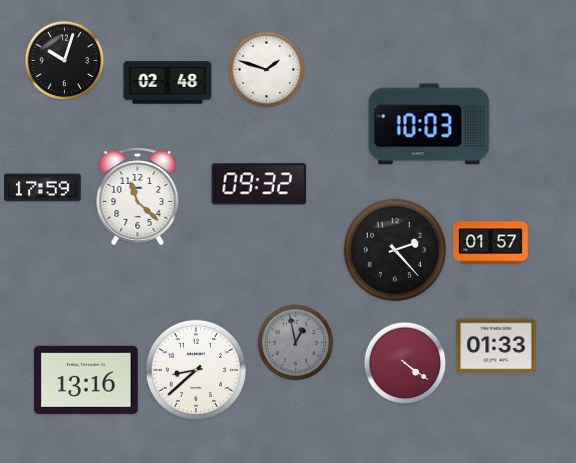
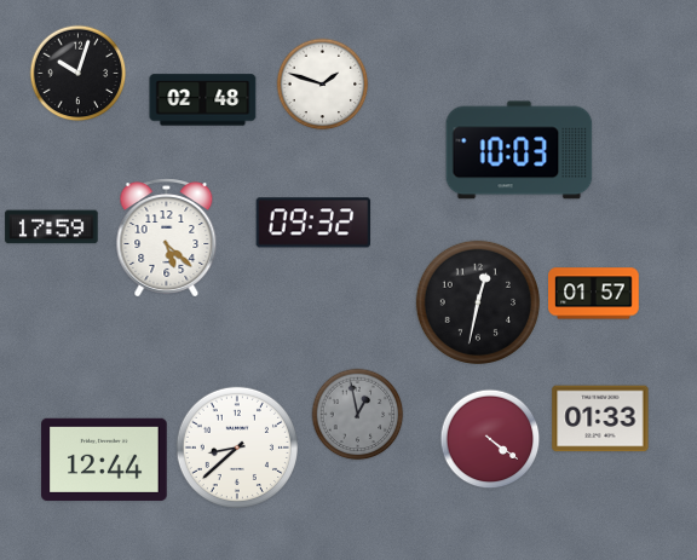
clock at (138, 197): 11:22 -> 5:22
clock at (395, 250): 2:23 -> 12:32
clock at (86, 380): 13:16 -> 12:44
